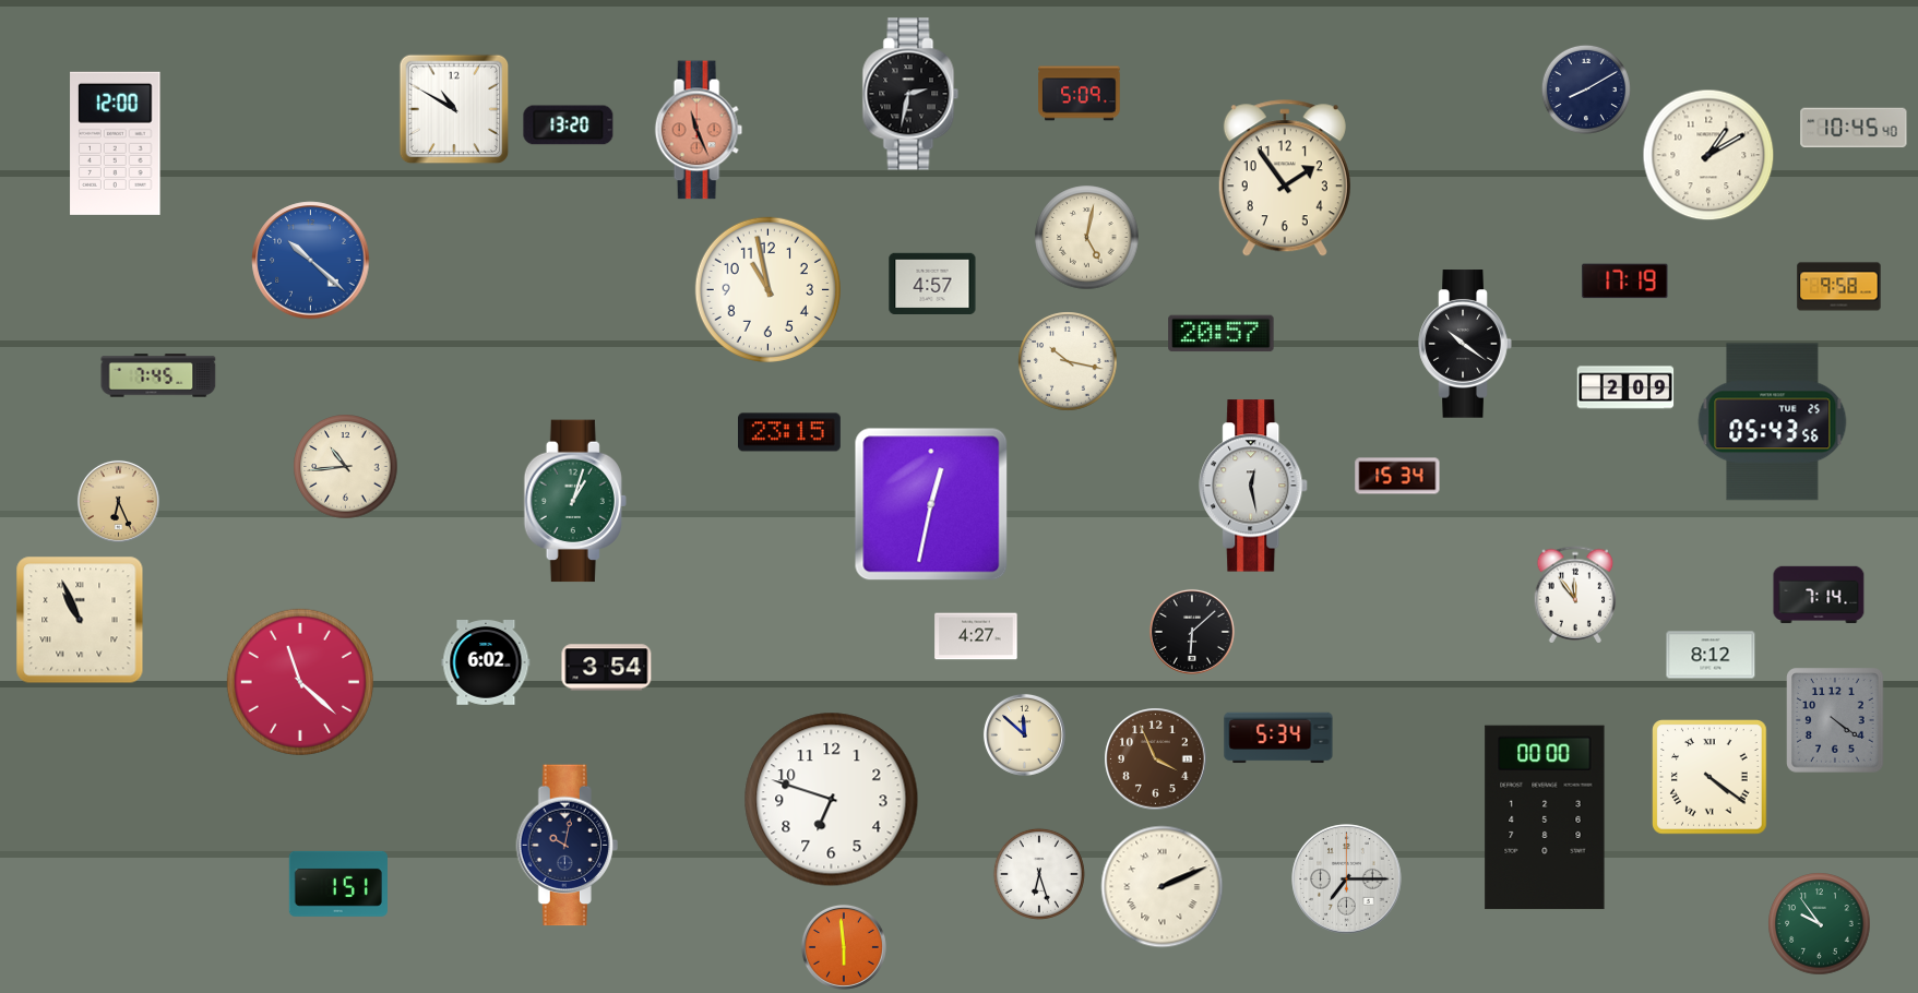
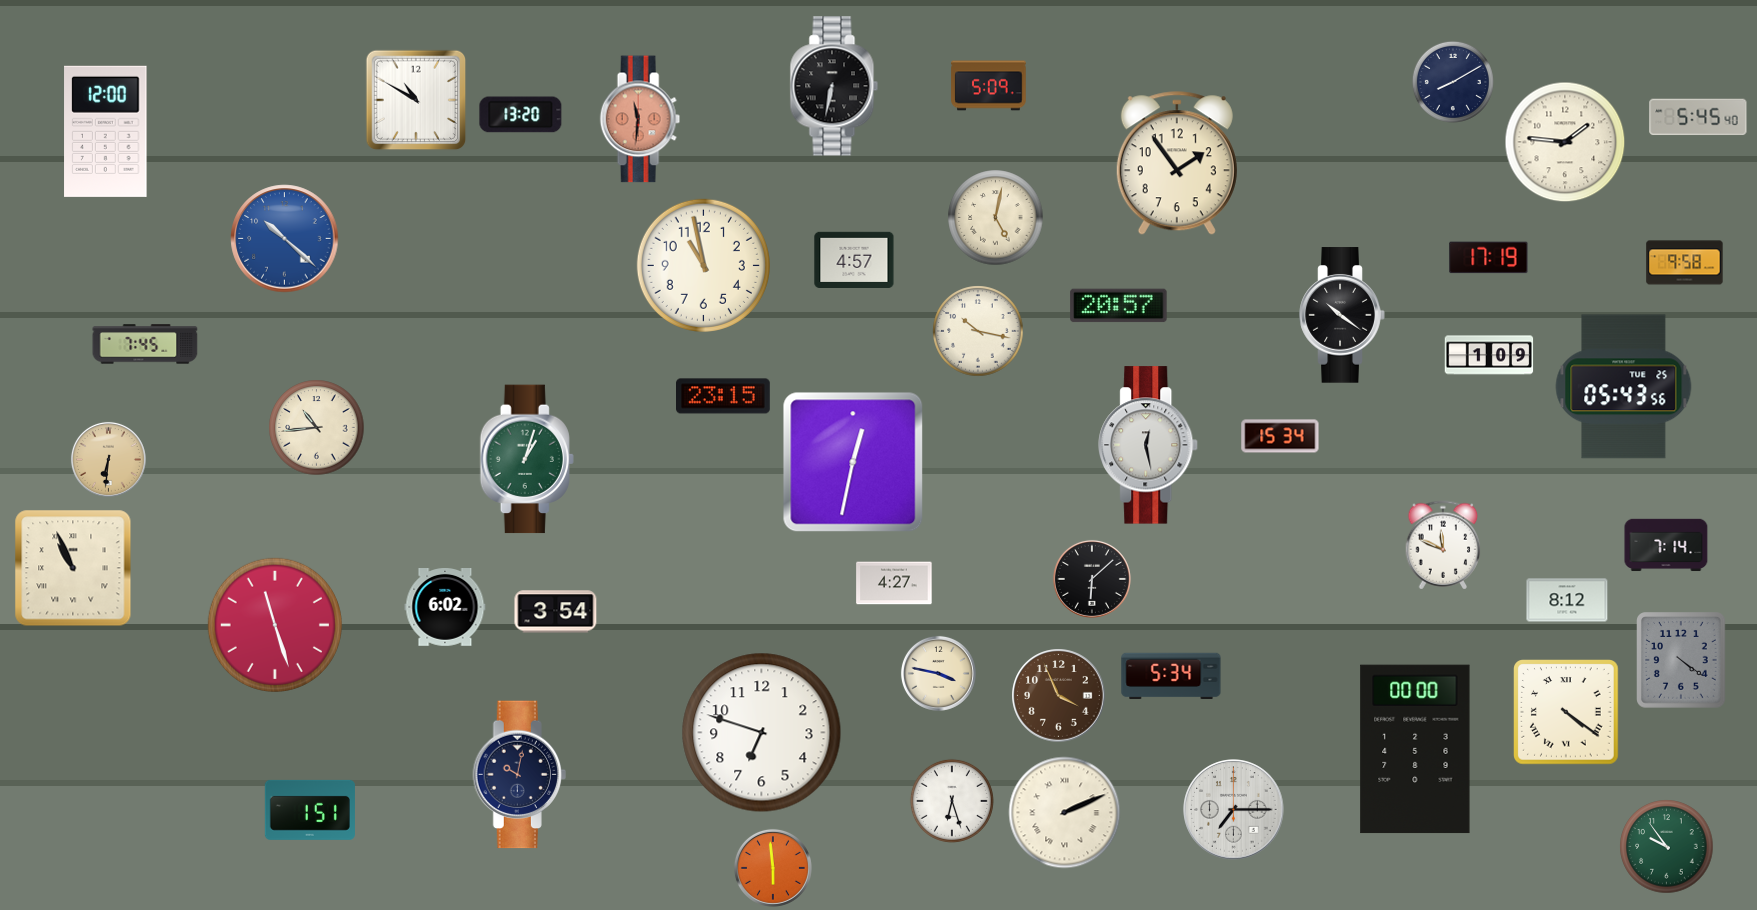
clock at (910, 94): 2:32 -> 6:32
clock at (1854, 128): 10:45 -> 5:45
clock at (699, 130): 11:26 -> 11:31
clock at (1708, 155): 1:10 -> 1:46
clock at (1625, 387): 2:09 -> 1:09
clock at (118, 501): 6:26 -> 6:31
clock at (1575, 595): 11:54 -> 11:49
clock at (300, 682): 11:22 -> 11:27
clock at (1024, 734): 11:52 -> 3:47
clock at (1347, 880) position: (1347, 880) -> (1234, 810)
